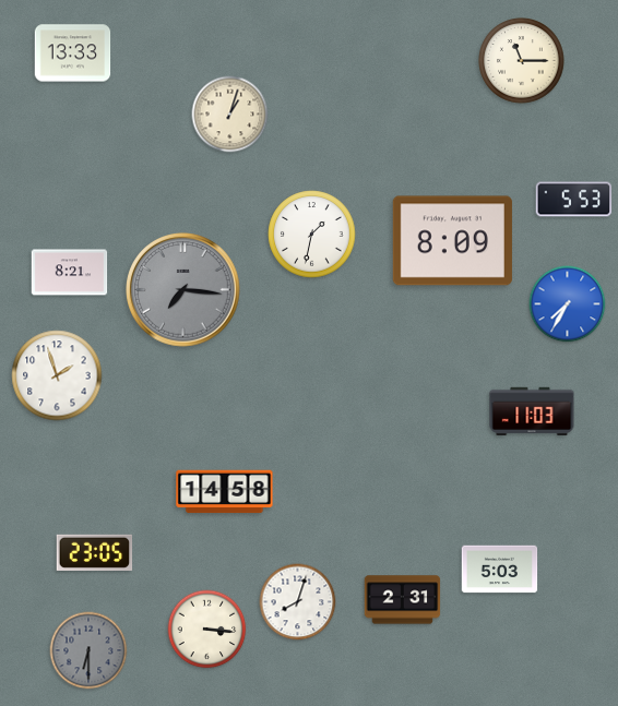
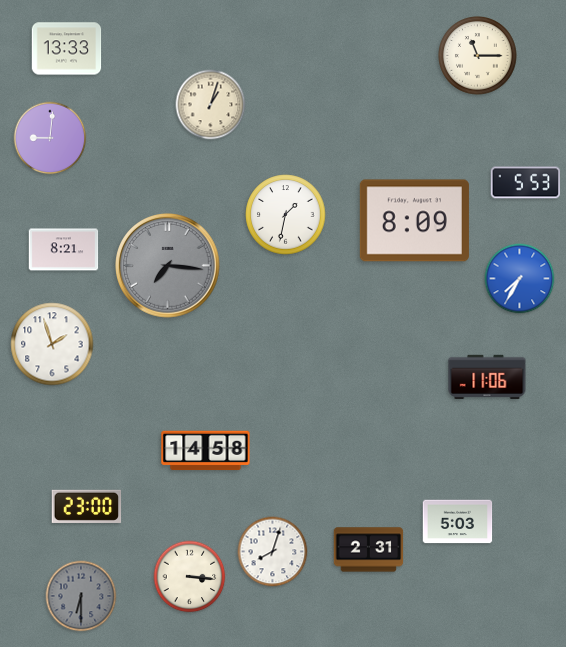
clock at (50, 138): none -> 9:01
clock at (532, 411): 11:03 -> 11:06
clock at (95, 552): 23:05 -> 23:00
